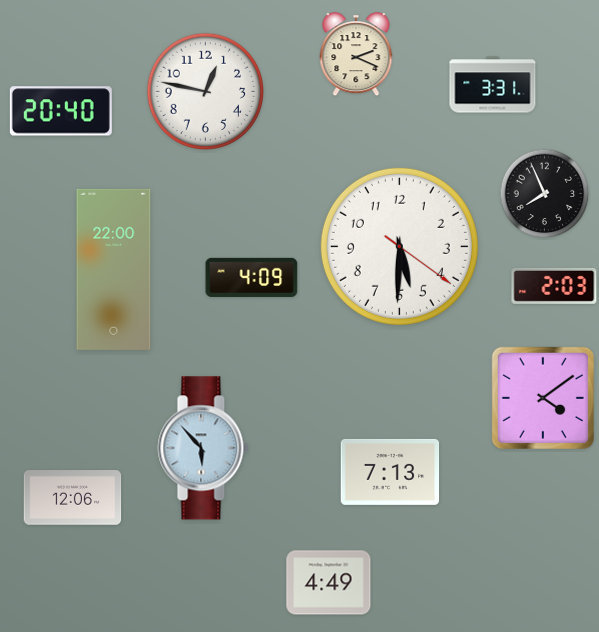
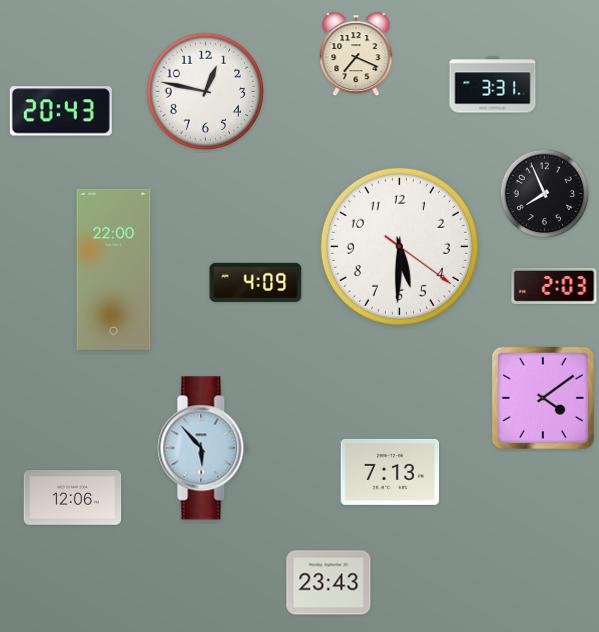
clock at (356, 55): 2:19 -> 7:19
clock at (61, 111): 20:40 -> 20:43
clock at (252, 277) position: (252, 277) -> (256, 282)
clock at (329, 583): 4:49 -> 23:43
